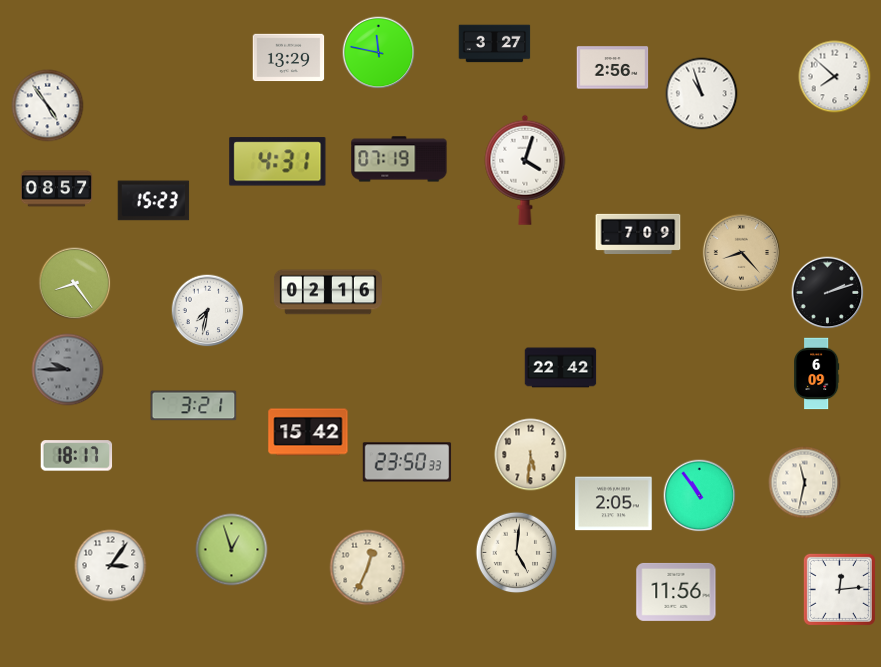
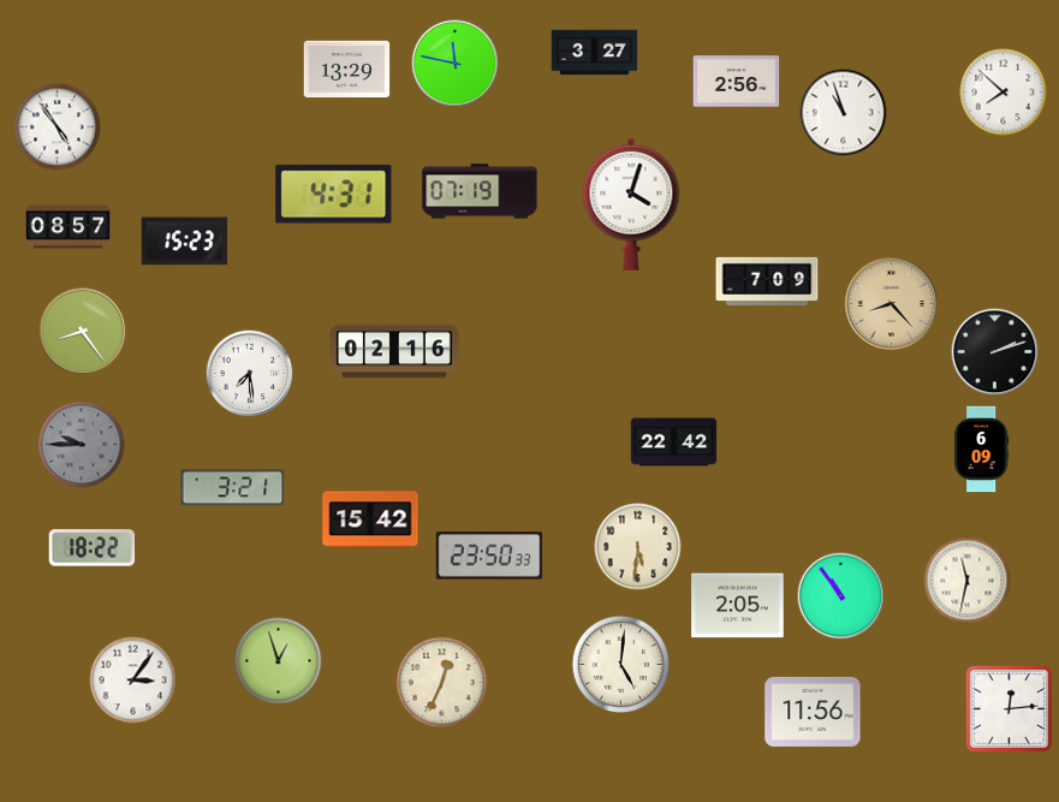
clock at (75, 284) position: (75, 284) -> (83, 332)
clock at (208, 311): 7:32 -> 7:29
clock at (77, 456): 18:17 -> 18:22
